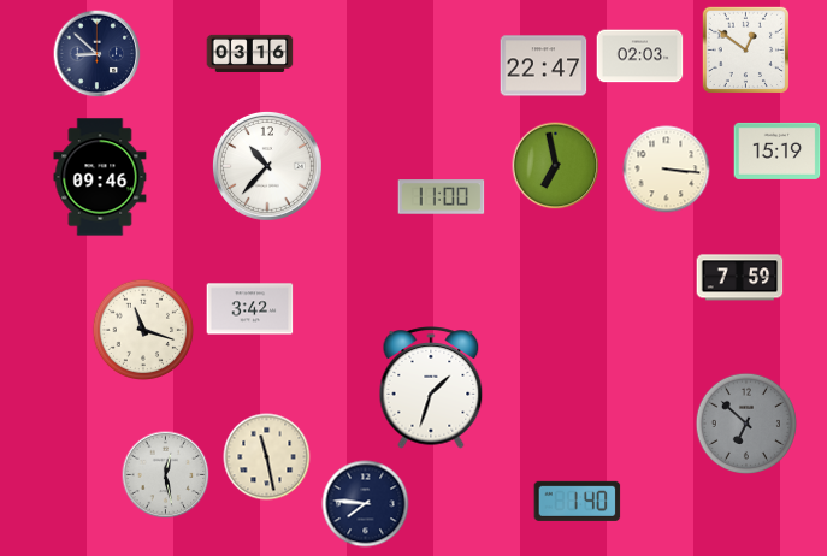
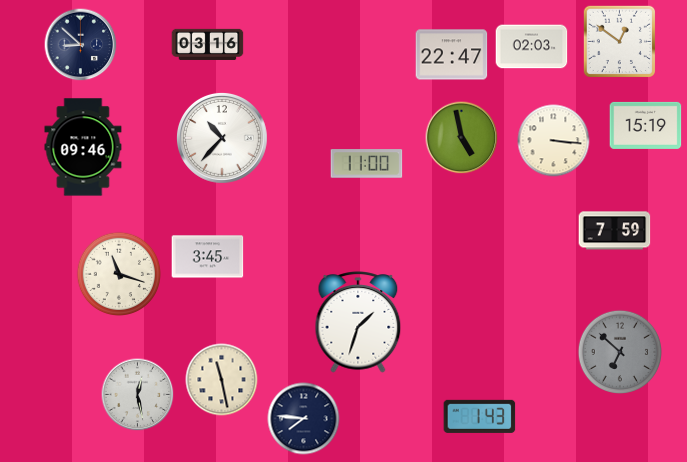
clock at (556, 166): 6:58 -> 4:58
clock at (250, 309): 3:42 -> 3:45
clock at (578, 501): 1:40 -> 1:43
